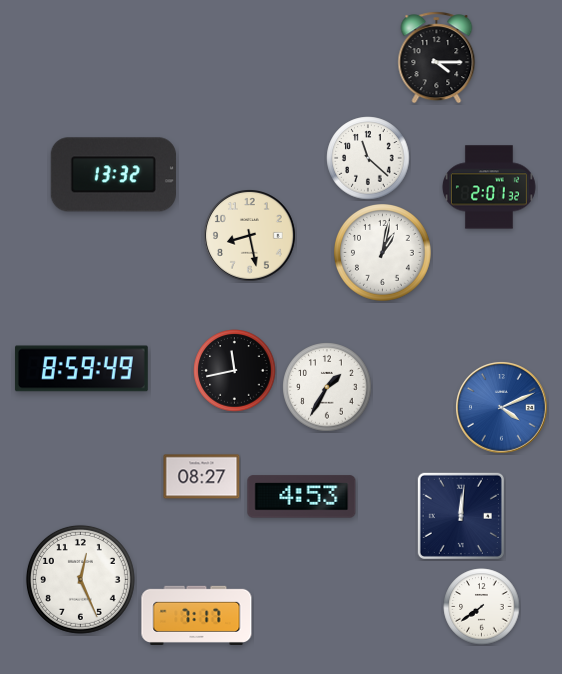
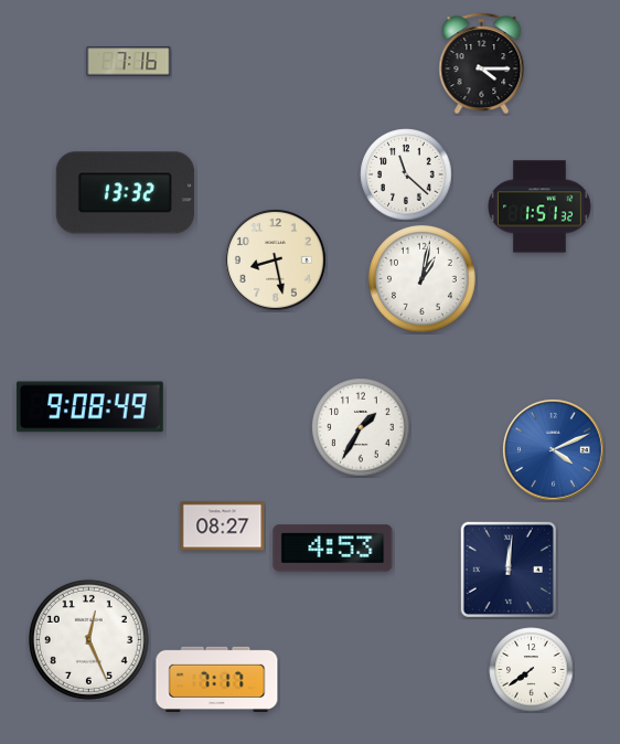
clock at (129, 62): none -> 7:16
clock at (489, 187): 2:01 -> 1:51
clock at (81, 369): 8:59 -> 9:08
clock at (235, 371): 11:43 -> none
